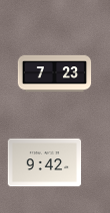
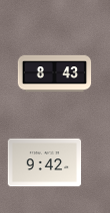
clock at (55, 74): 7:23 -> 8:43
